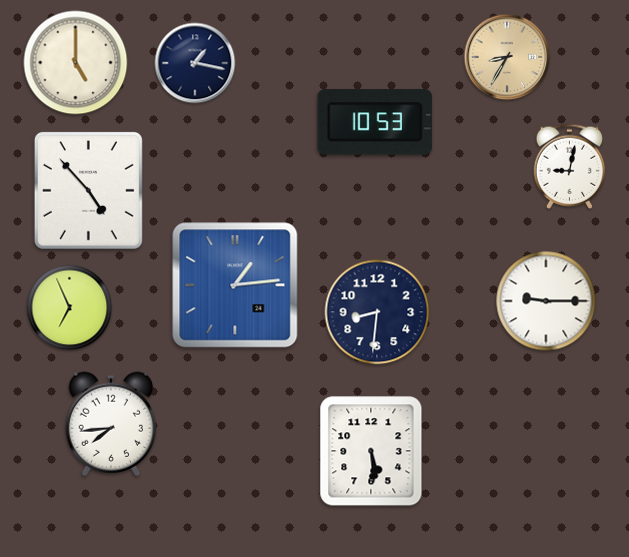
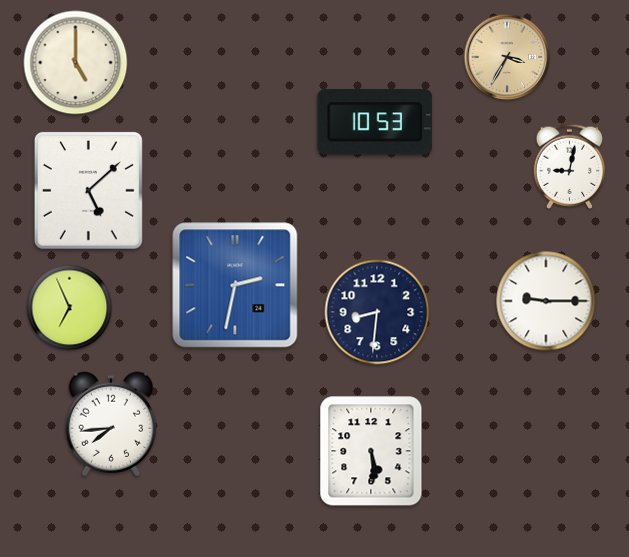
clock at (507, 57): 8:35 -> 3:35
clock at (195, 63): 1:17 -> none
clock at (88, 190): 4:53 -> 5:08
clock at (235, 285): 1:14 -> 2:32
